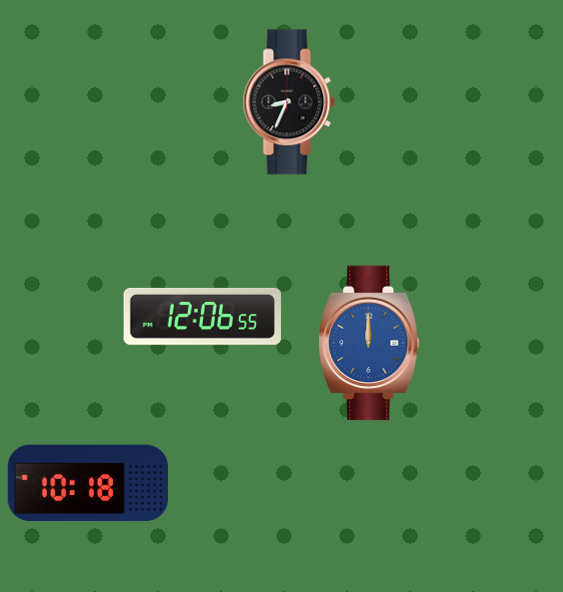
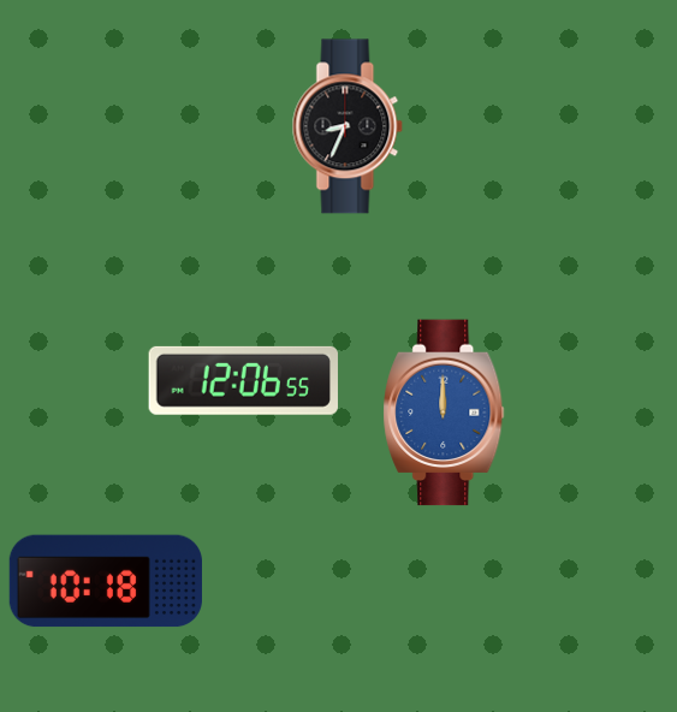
clock at (289, 102) position: (289, 102) -> (348, 126)
